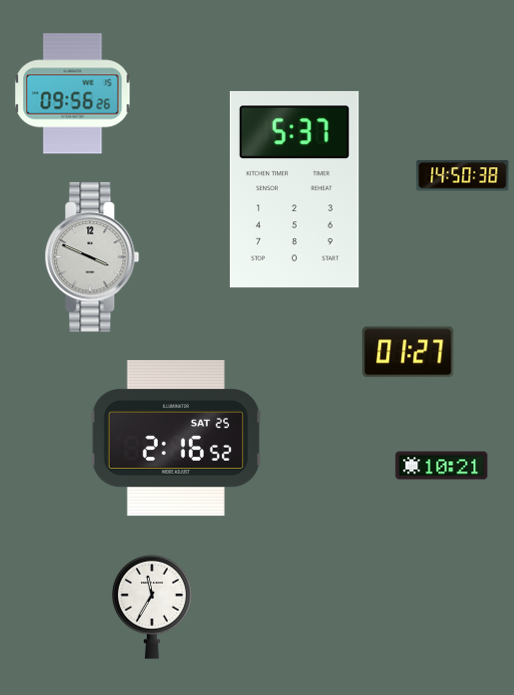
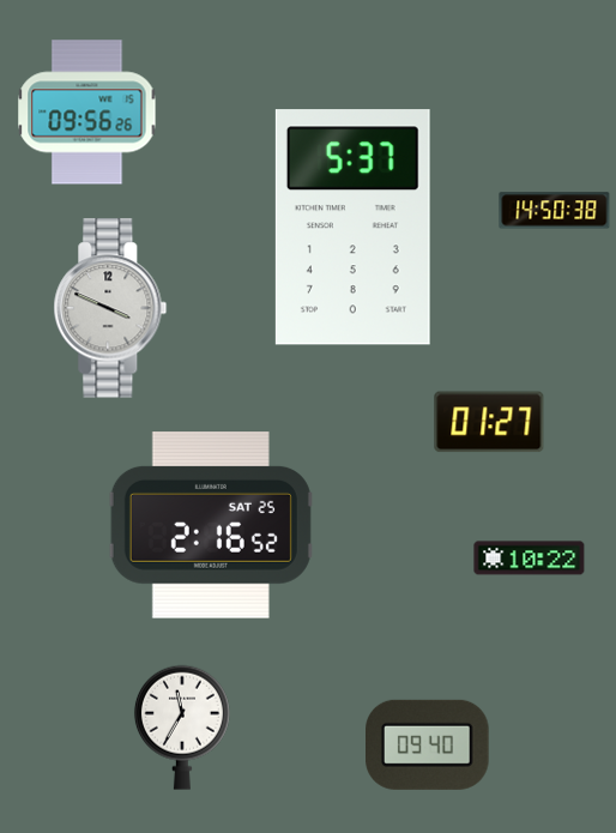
clock at (442, 466): 10:21 -> 10:22
clock at (428, 744): none -> 09:40
